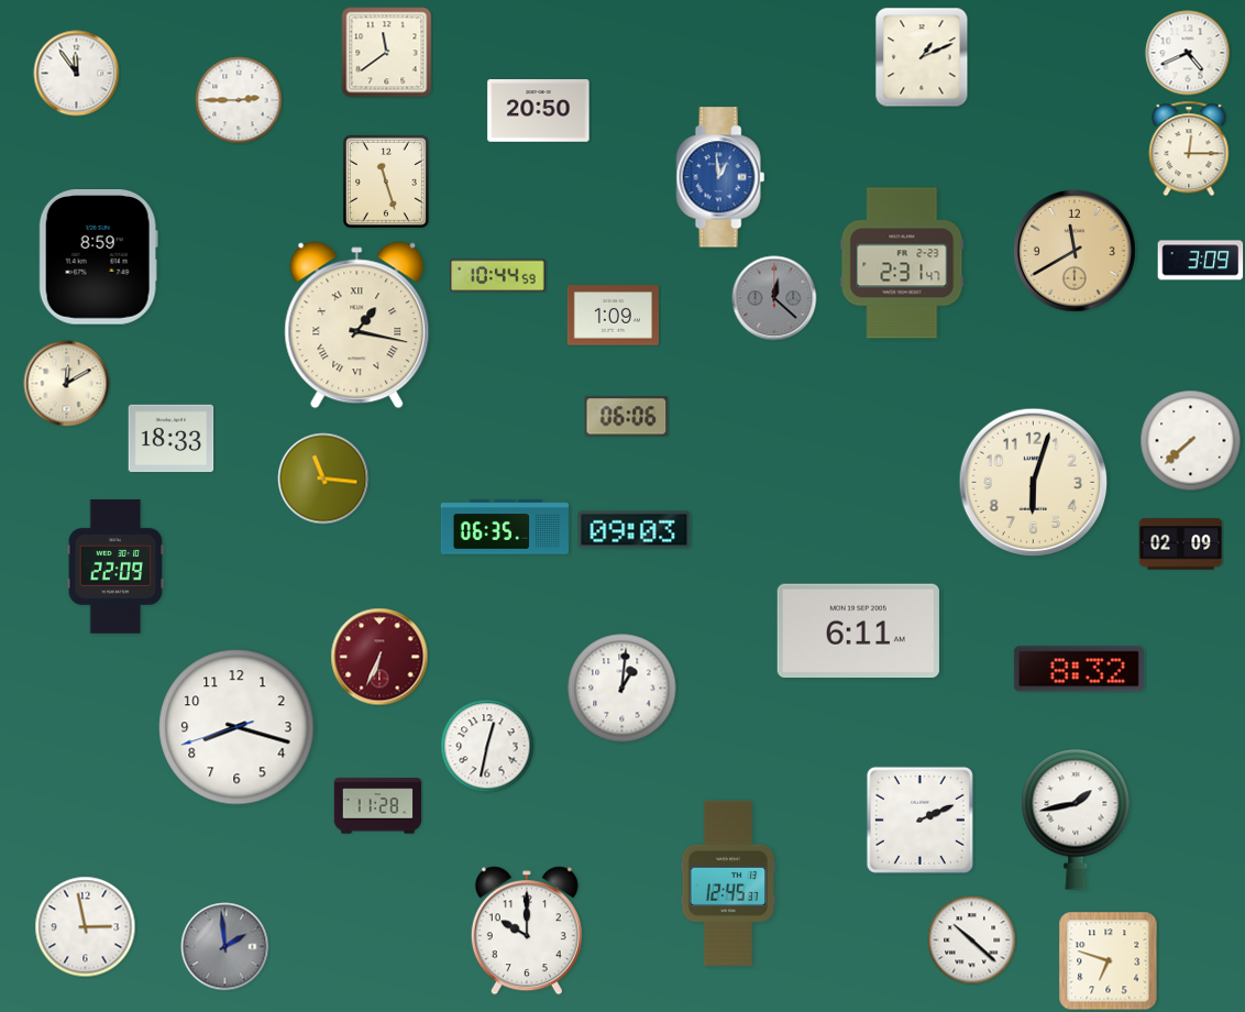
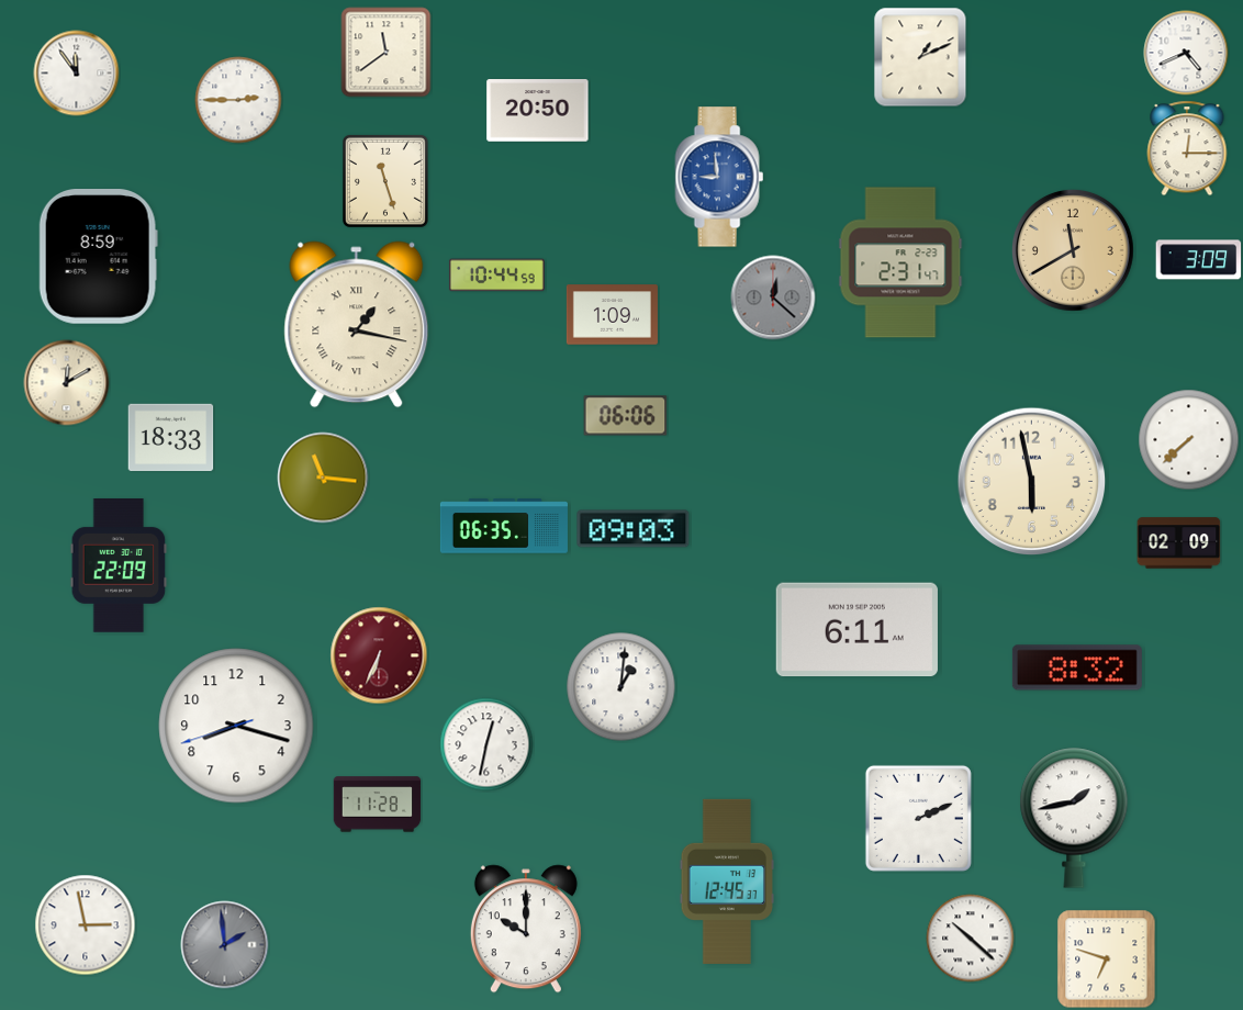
clock at (720, 177): 12:59 -> 8:59
clock at (1034, 483): 6:03 -> 5:58
clock at (115, 568) position: (115, 568) -> (119, 566)
